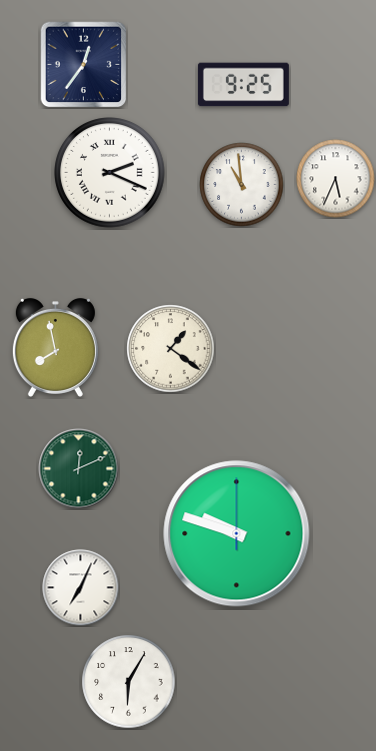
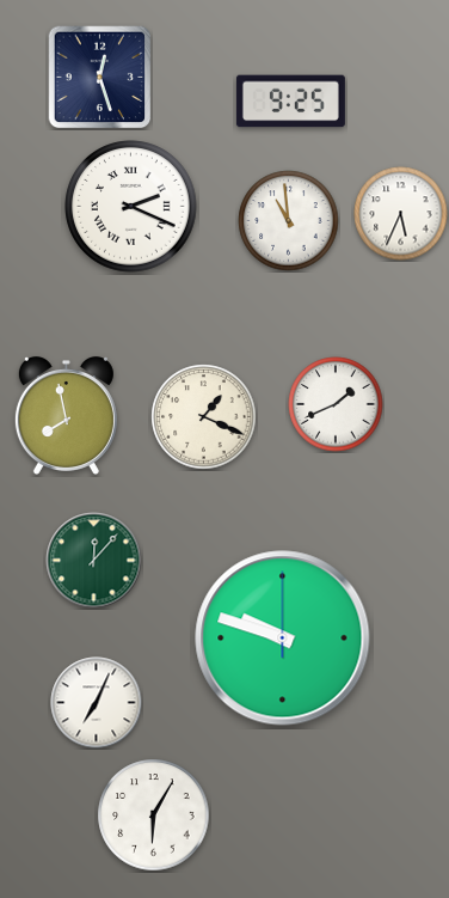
clock at (84, 65): 12:36 -> 12:27
clock at (336, 404): none -> 1:41
clock at (171, 349): 1:21 -> 1:19
clock at (79, 469): 12:11 -> 12:07
